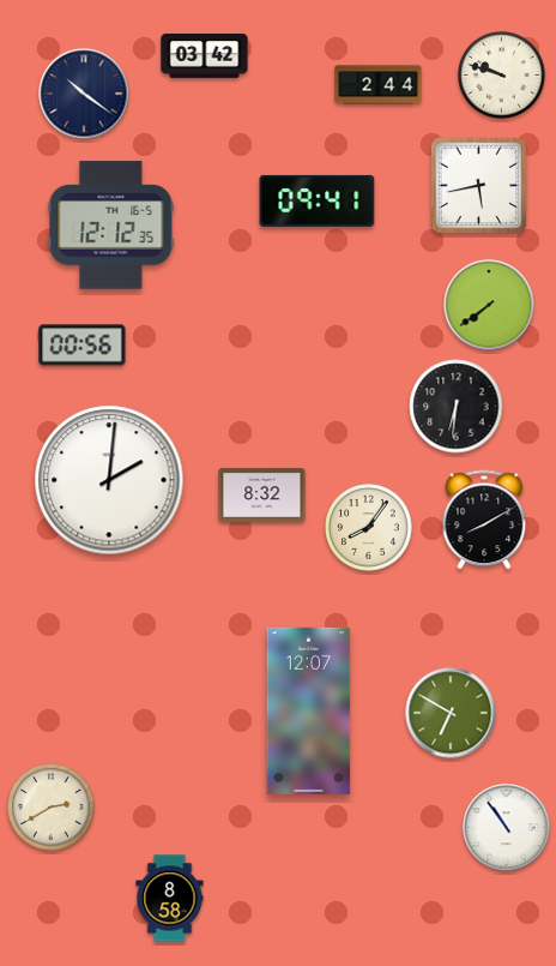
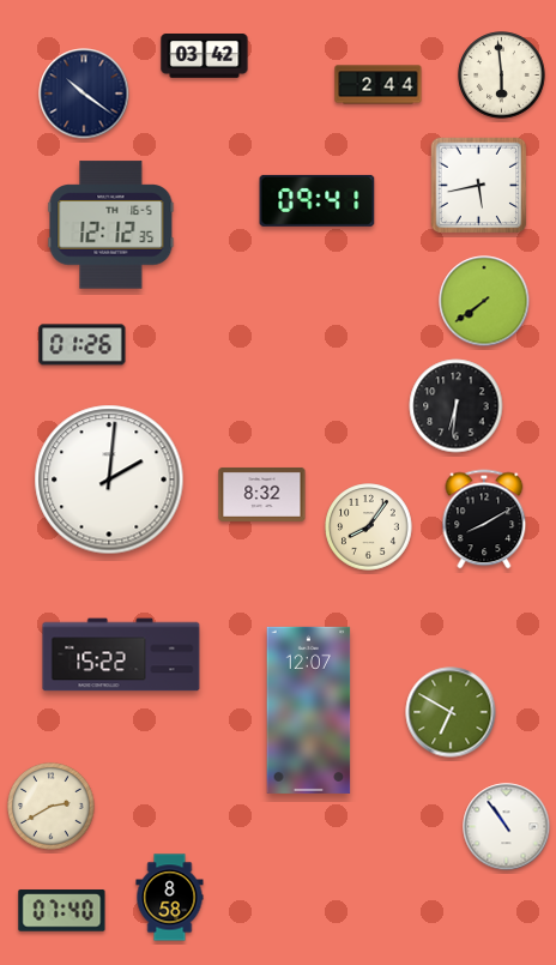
clock at (502, 76): 9:48 -> 5:59
clock at (489, 305) position: (489, 305) -> (484, 301)
clock at (83, 346): 00:56 -> 01:26
clock at (121, 655): none -> 15:22
clock at (62, 911): none -> 07:40
